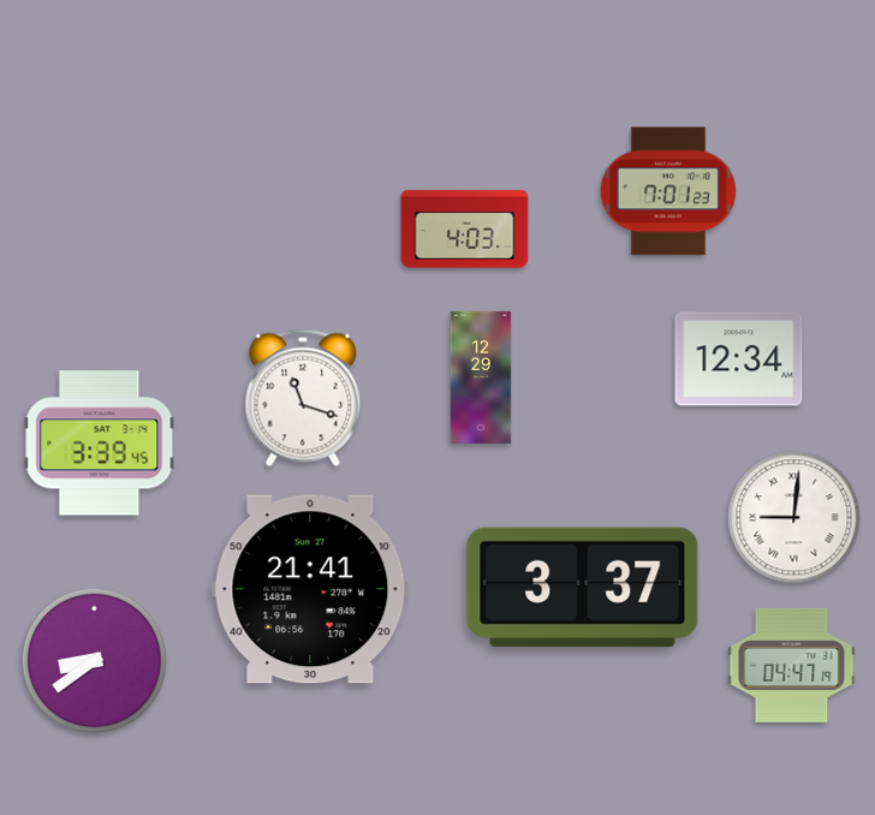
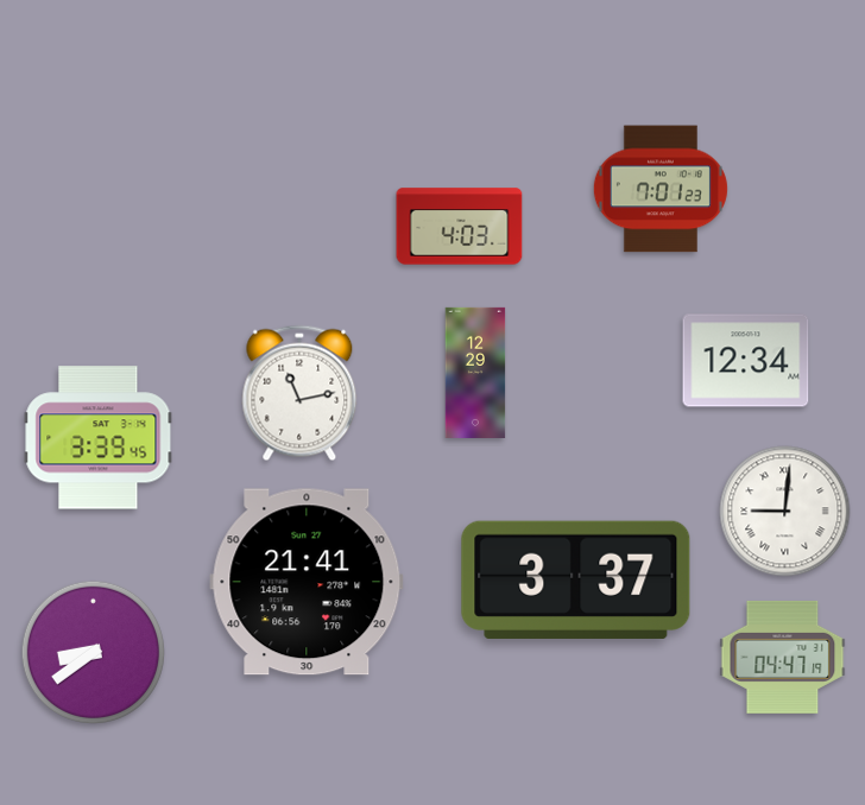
clock at (739, 359) position: (739, 359) -> (746, 361)
clock at (303, 398): 11:18 -> 11:13
